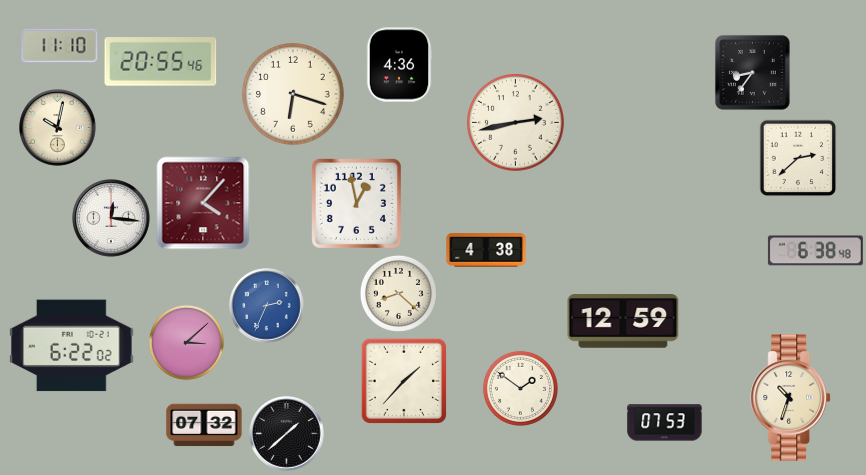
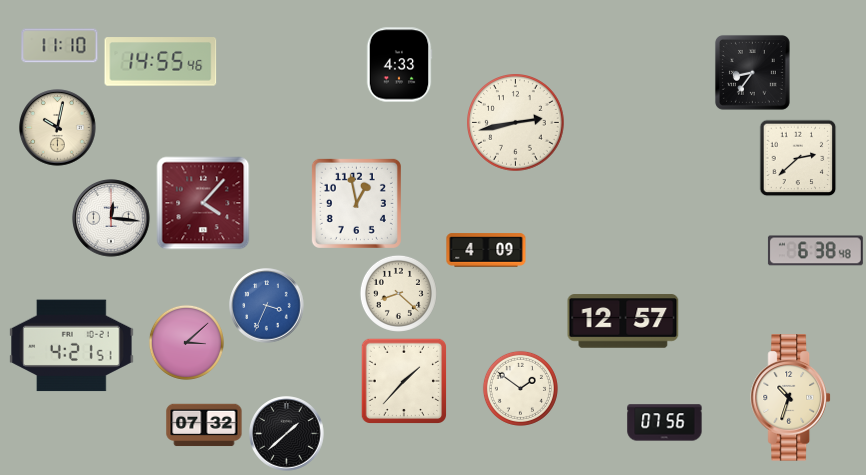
clock at (161, 62): 20:55 -> 14:55
clock at (399, 65): 4:36 -> 4:33
clock at (293, 94): 6:18 -> none
clock at (486, 250): 4:38 -> 4:09
clock at (267, 306): 2:34 -> 3:34
clock at (623, 321): 12:59 -> 12:57
clock at (72, 346): 6:22 -> 4:21
clock at (665, 423): 07:53 -> 07:56
